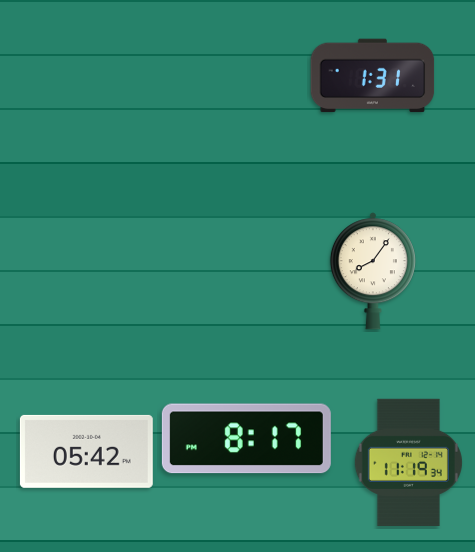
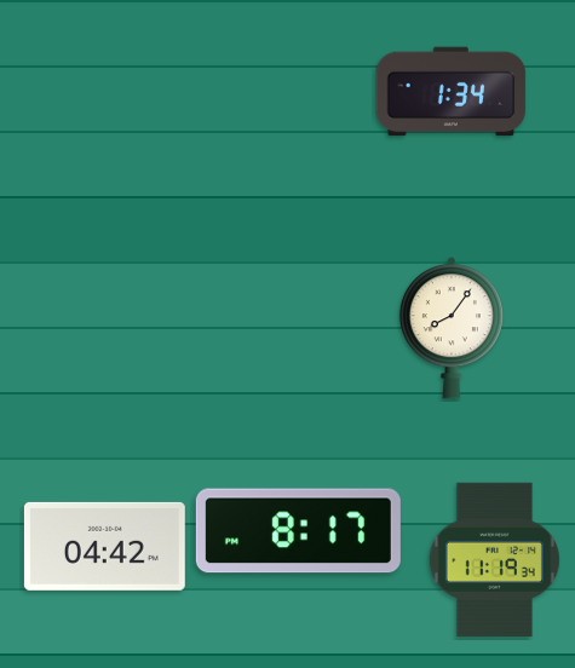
clock at (373, 76): 1:31 -> 1:34
clock at (86, 451): 05:42 -> 04:42
